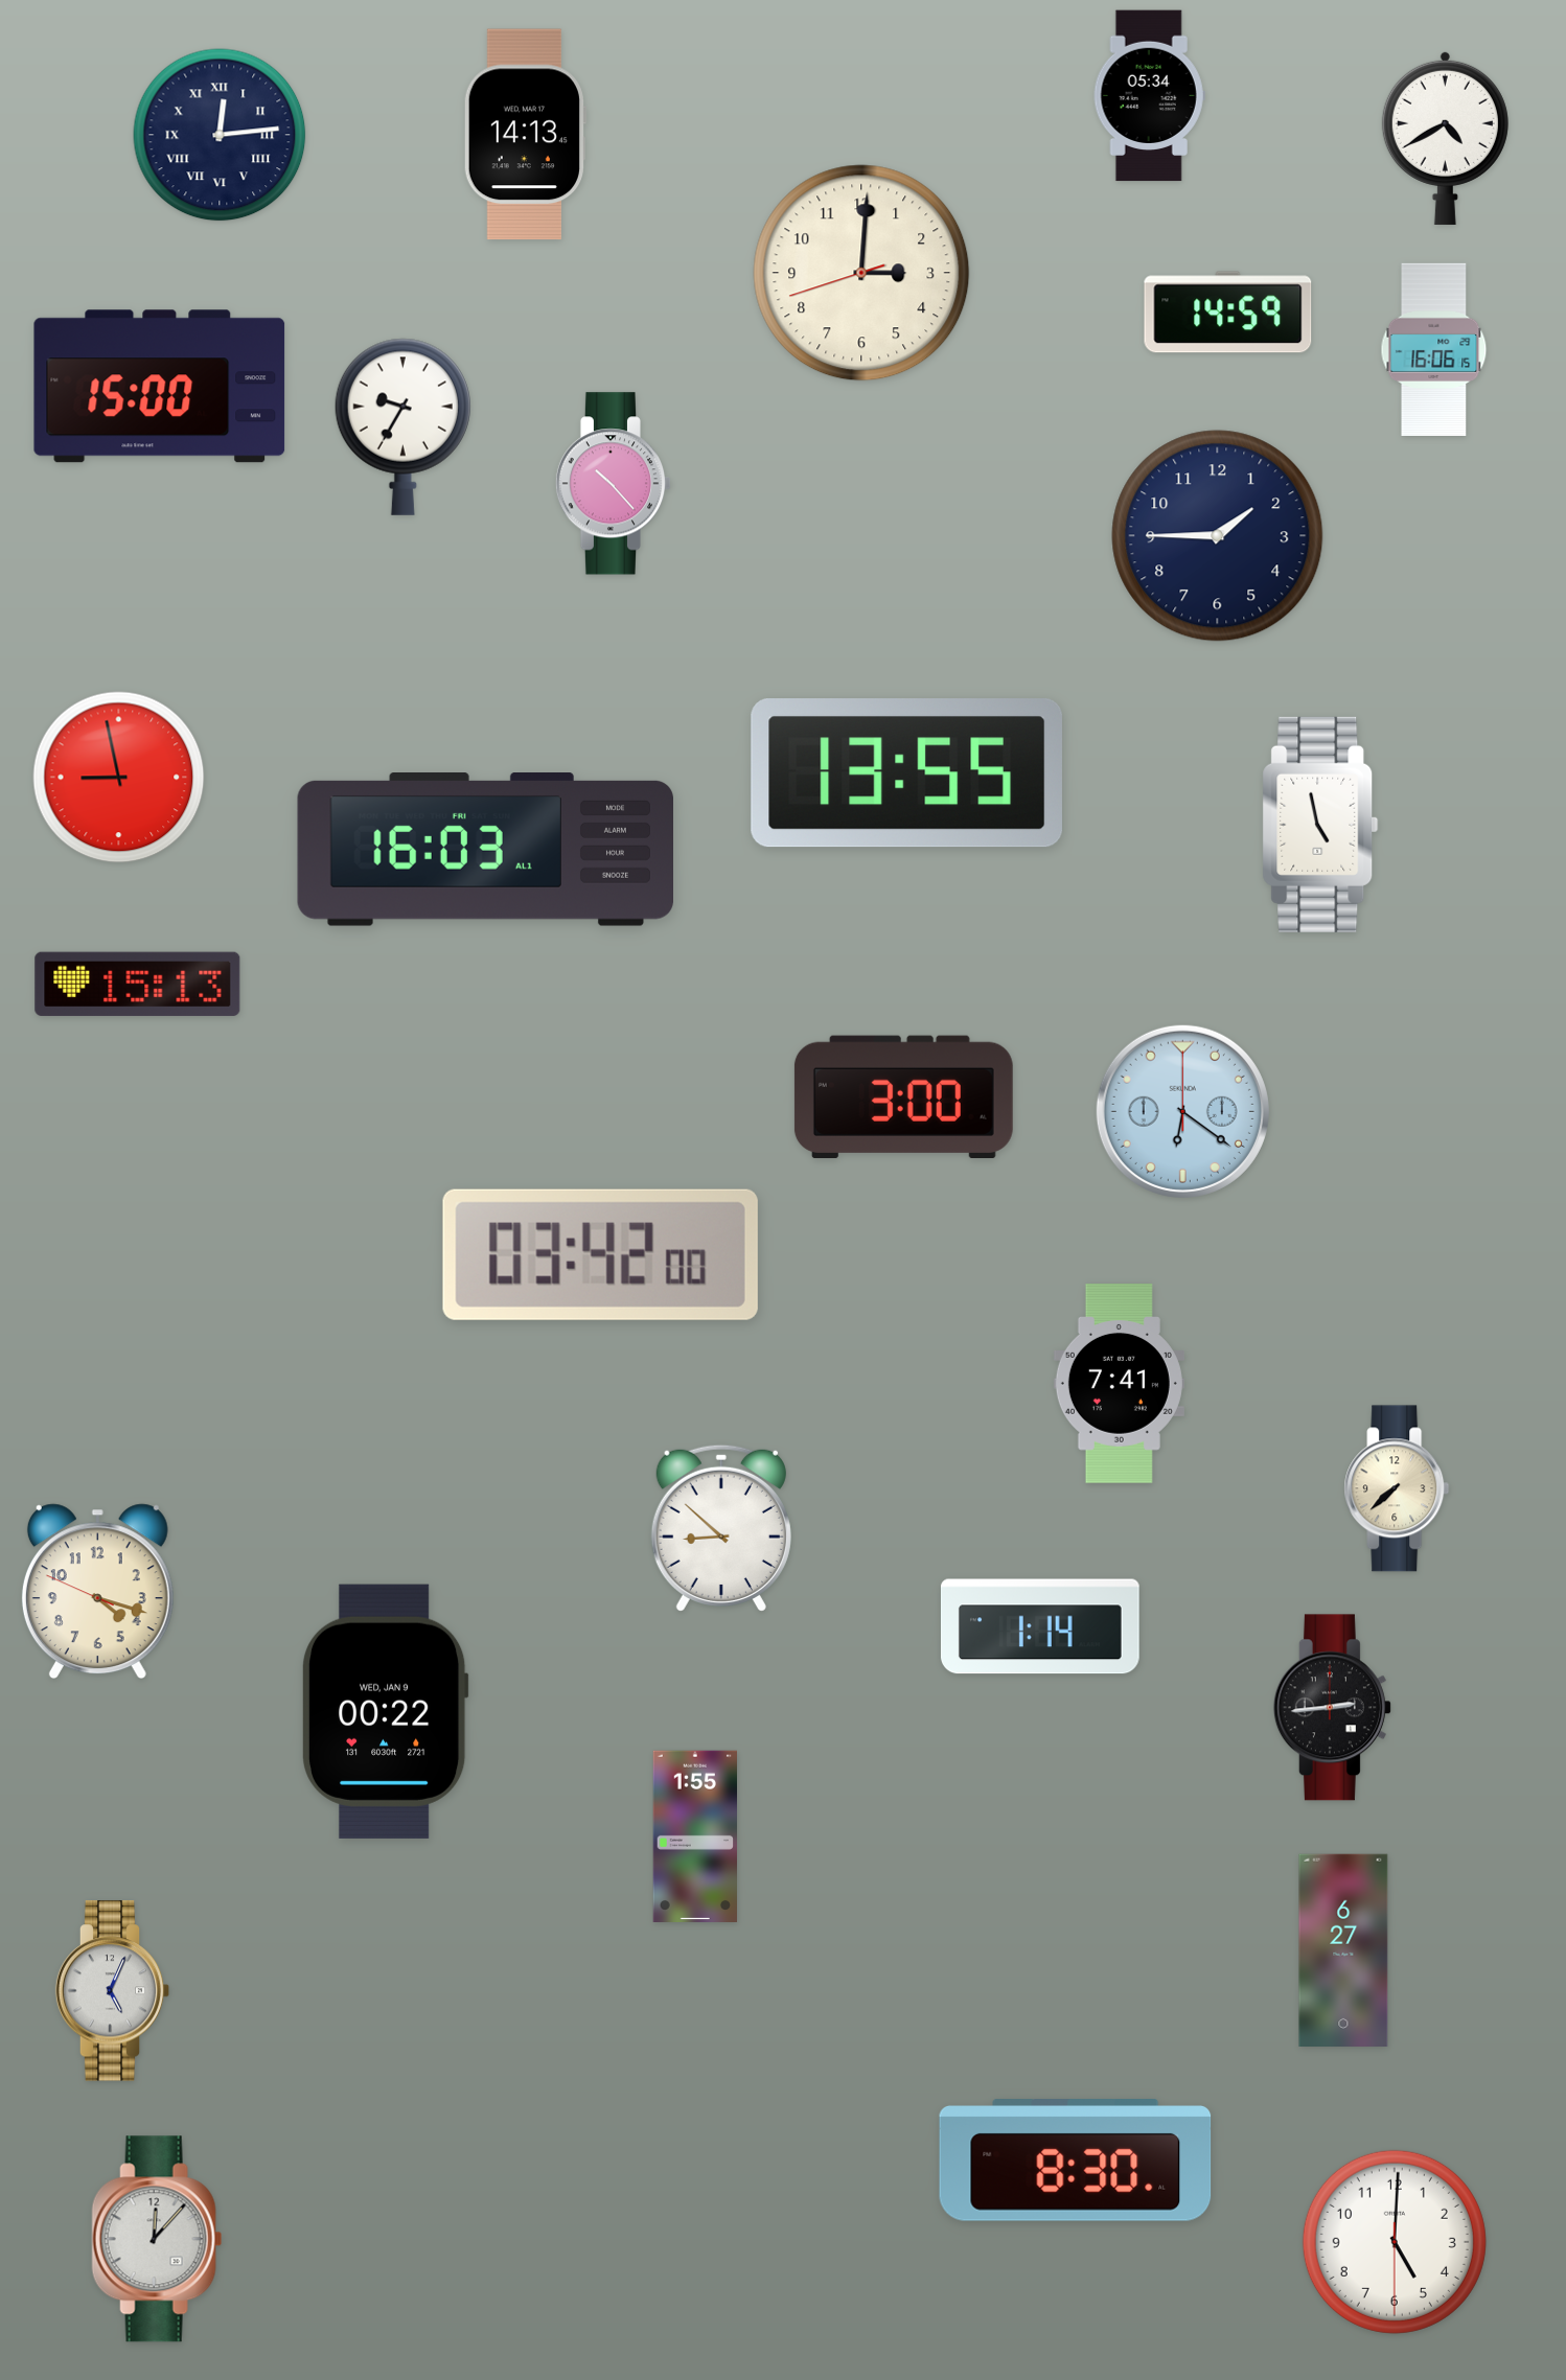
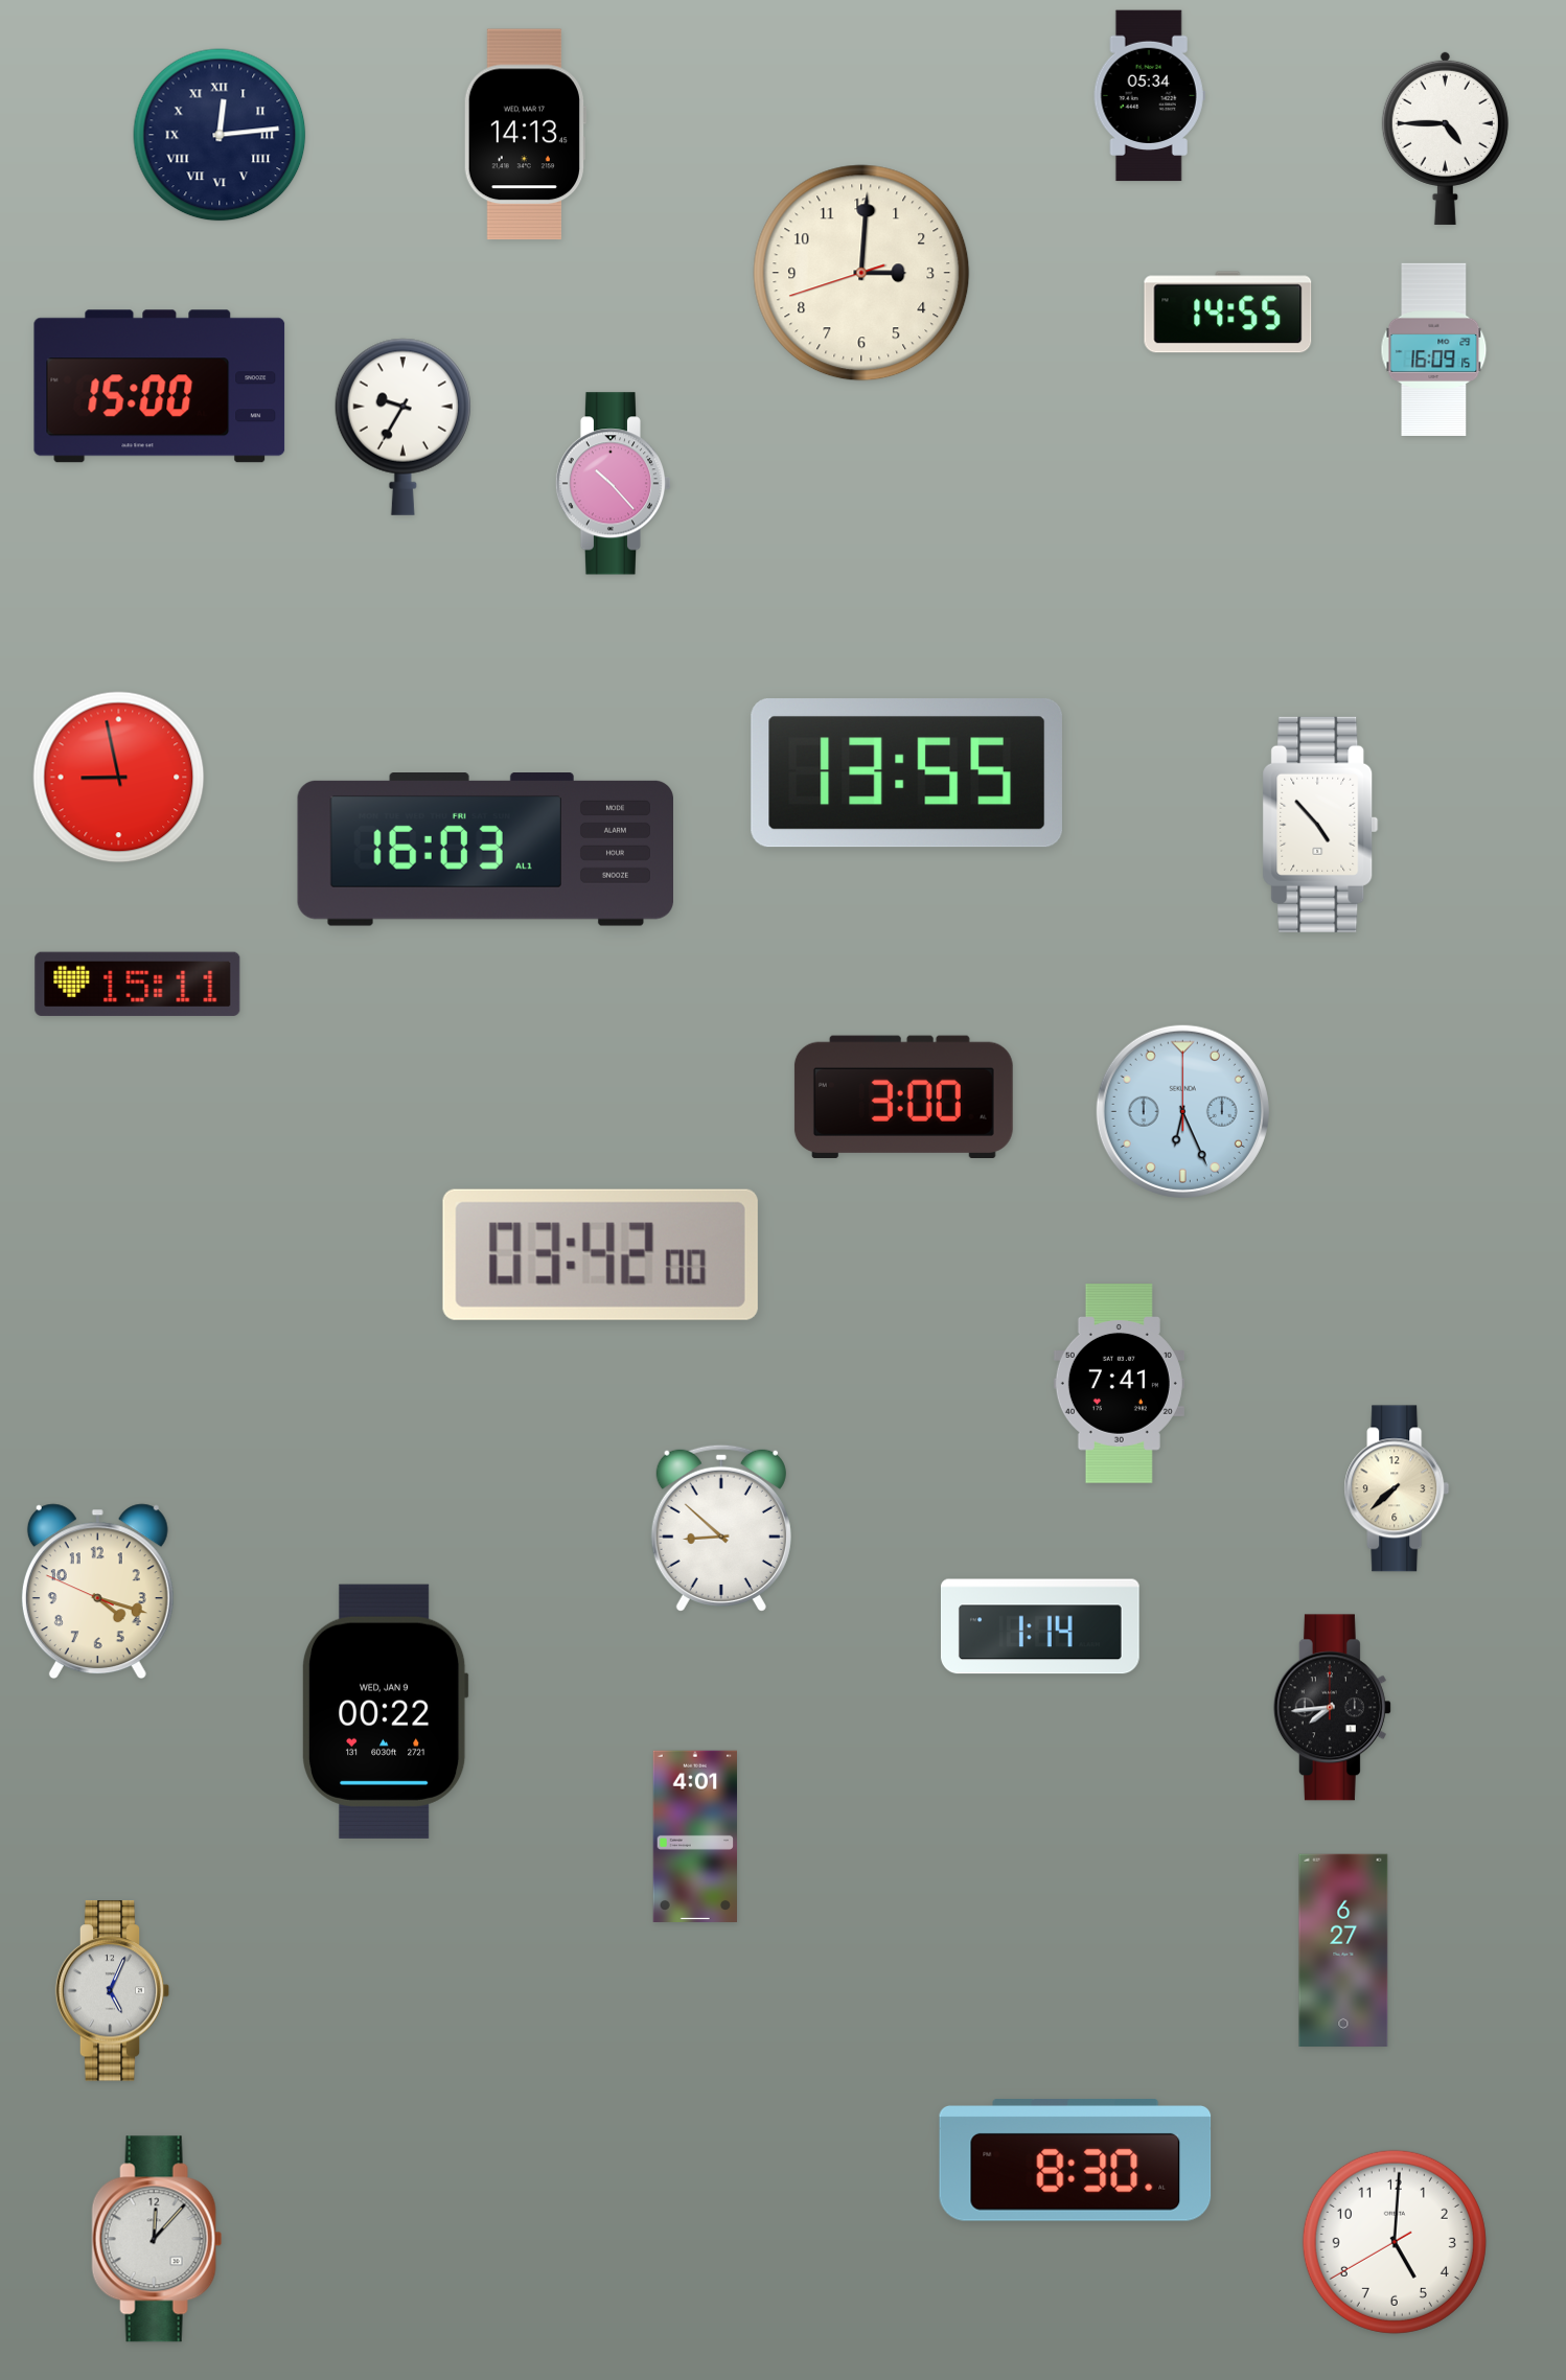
clock at (1445, 138): 4:40 -> 4:45
clock at (1228, 313): 14:59 -> 14:55
clock at (1434, 349): 16:06 -> 16:09
clock at (1218, 536): 1:45 -> none
clock at (1320, 825): 4:58 -> 4:53
clock at (138, 984): 15:13 -> 15:11
clock at (1182, 1111): 6:21 -> 6:26
clock at (1332, 1708): 2:44 -> 7:44
clock at (694, 1835): 1:55 -> 4:01
clock at (1395, 2242): 5:00:30 -> 5:00:40
